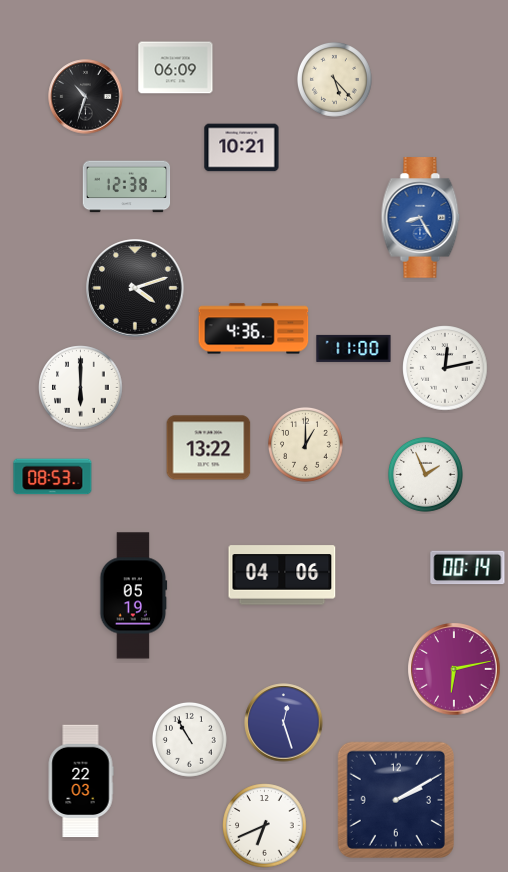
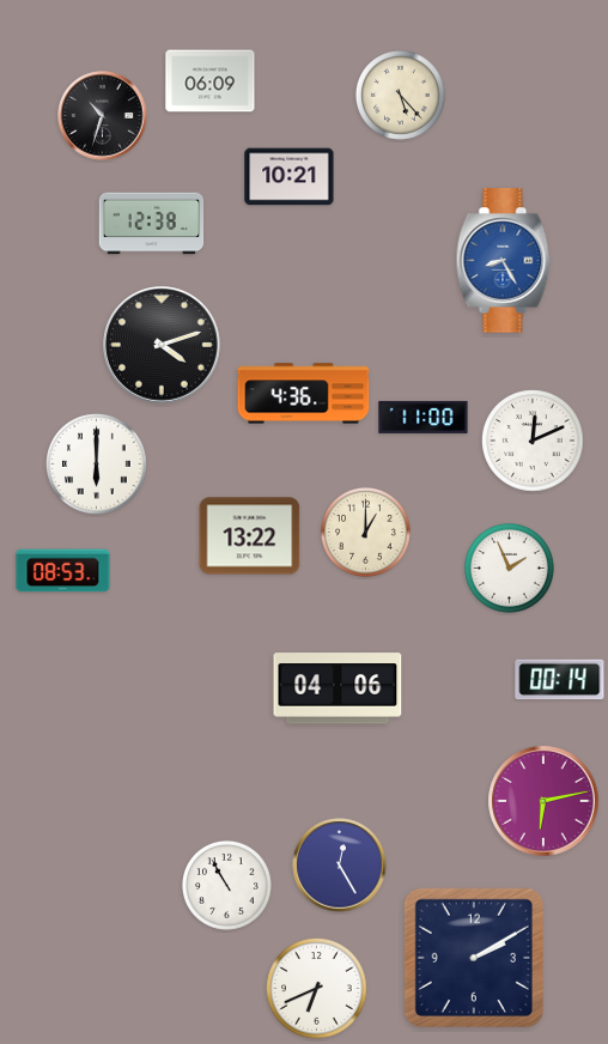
clock at (445, 368): 12:13 -> 12:11
clock at (134, 596): 05:19 -> none
clock at (284, 723): 12:27 -> 12:25
clock at (81, 781): 22:03 -> none
